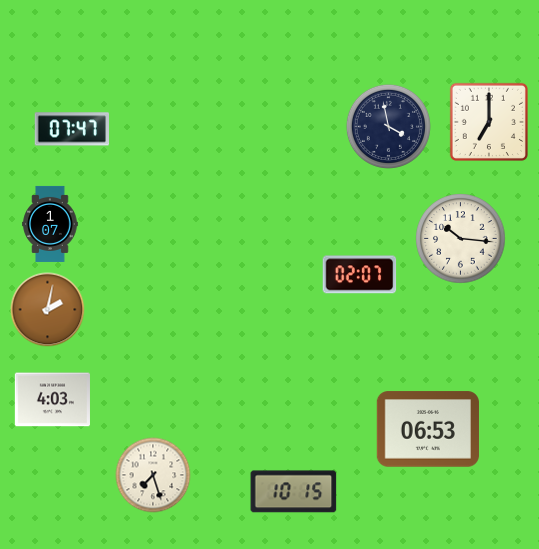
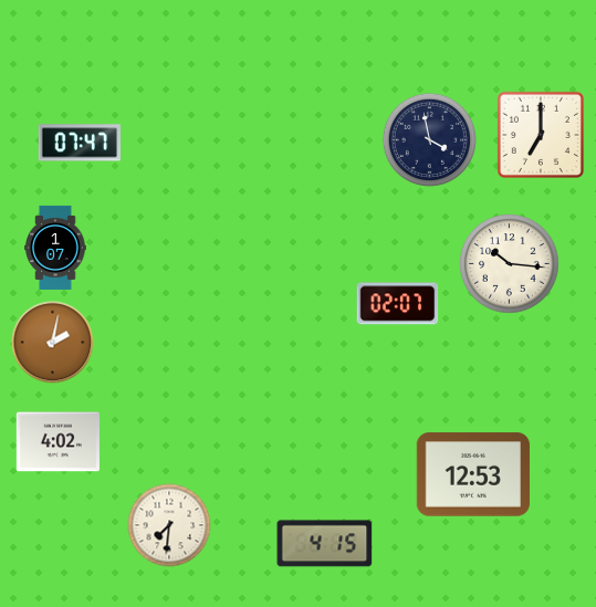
clock at (52, 400): 4:03 -> 4:02
clock at (427, 429): 06:53 -> 12:53
clock at (153, 475): 7:27 -> 7:31
clock at (294, 492): 10:15 -> 4:15
